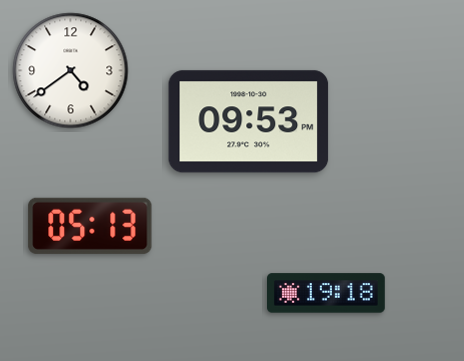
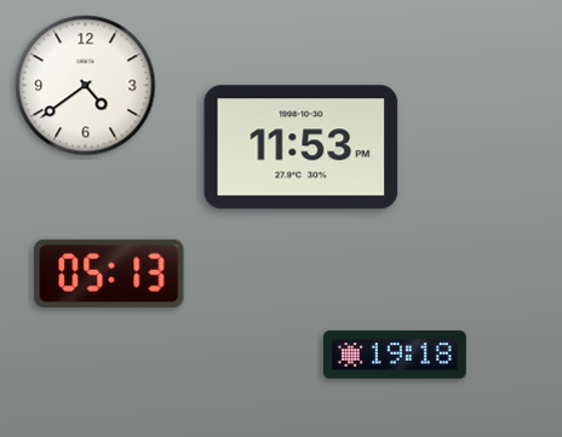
clock at (249, 122): 09:53 -> 11:53
